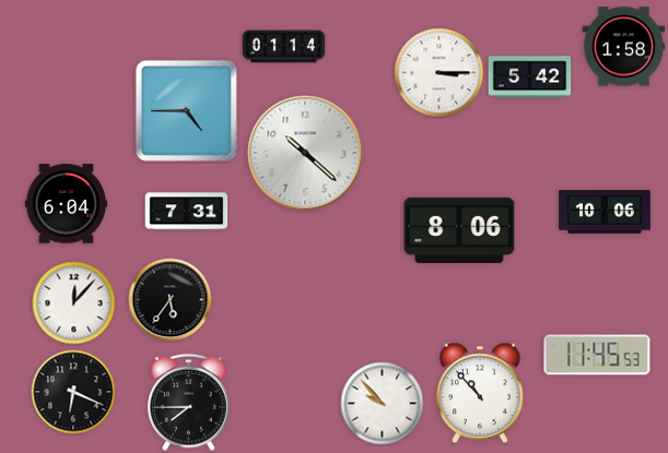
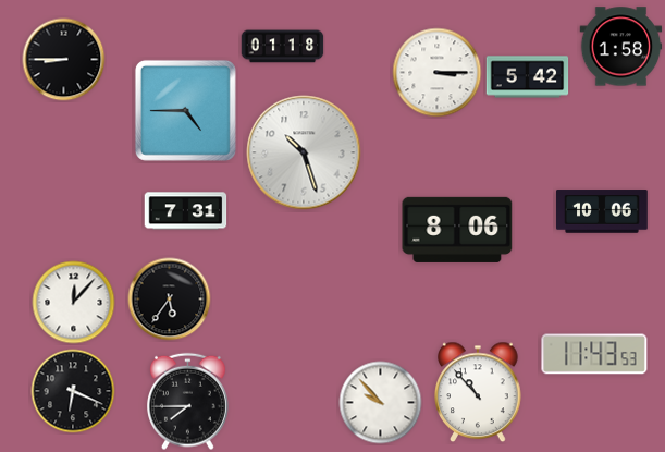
clock at (284, 47): 01:14 -> 01:18
clock at (64, 60): none -> 8:45
clock at (305, 153): 10:22 -> 10:27
clock at (67, 204): 6:04 -> none
clock at (597, 355): 11:45 -> 11:43
